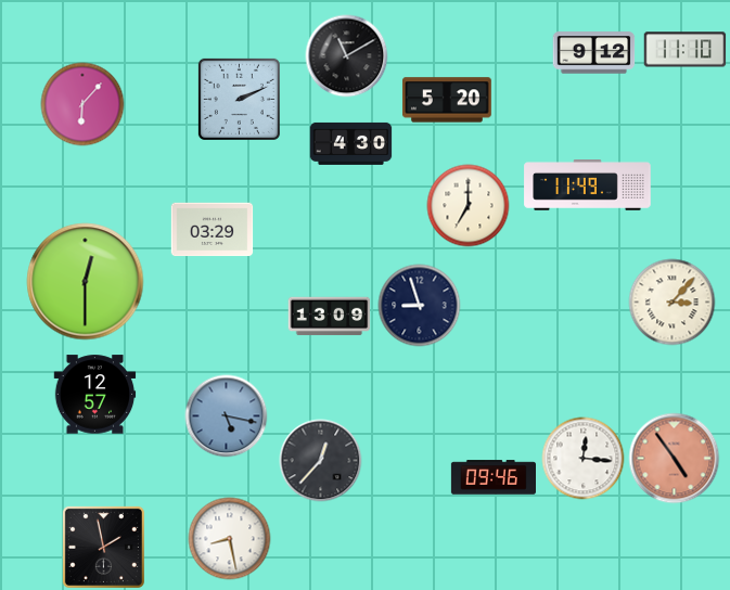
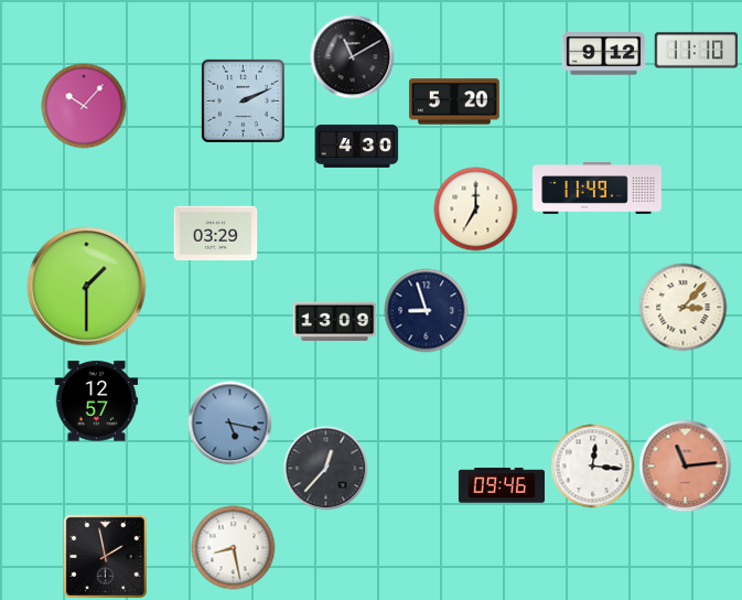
clock at (82, 104): 6:07 -> 10:07
clock at (86, 282): 12:30 -> 1:30
clock at (675, 459): 4:54 -> 11:14
